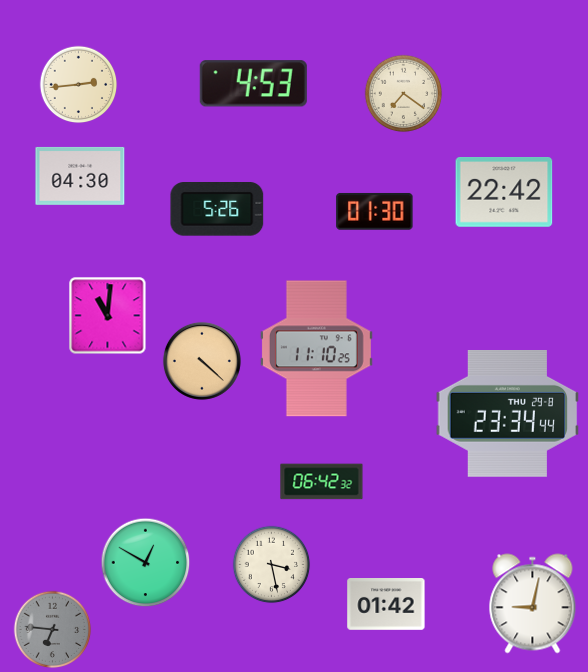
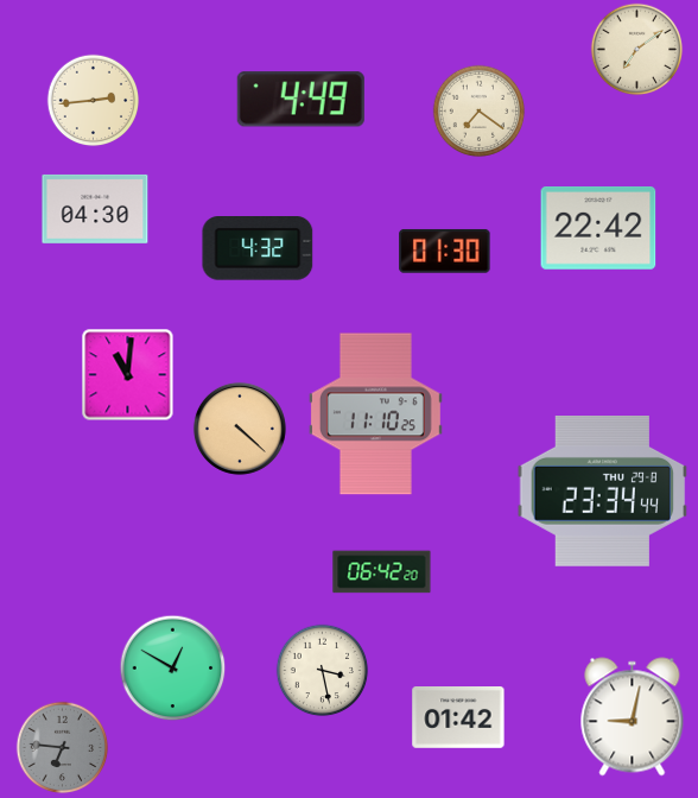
clock at (636, 49): none -> 7:09
clock at (253, 84): 4:53 -> 4:49
clock at (217, 209): 5:26 -> 4:32
clock at (322, 482): 06:42:32 -> 06:42:20
